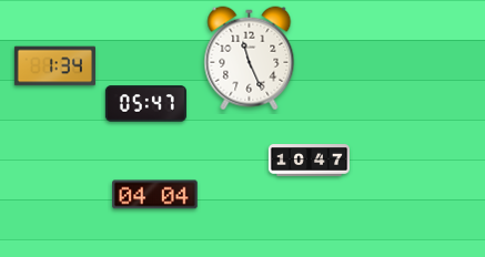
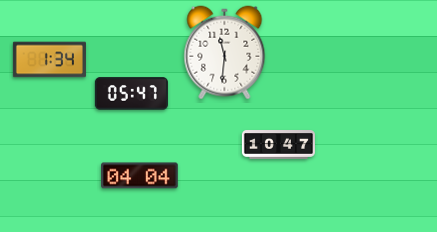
clock at (250, 59): 11:26 -> 11:31
